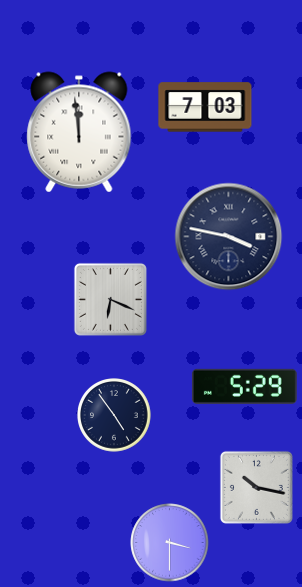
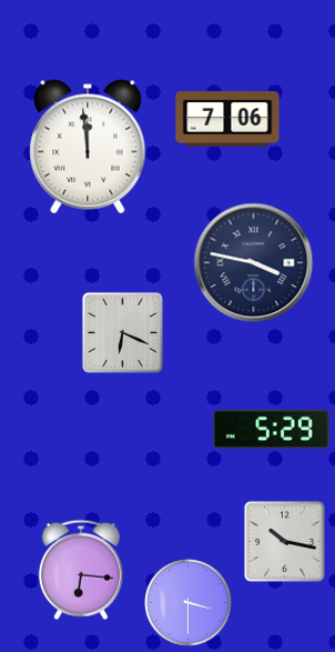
clock at (205, 107): 7:03 -> 7:06
clock at (114, 415): 4:54 -> none
clock at (81, 570): none -> 6:16
